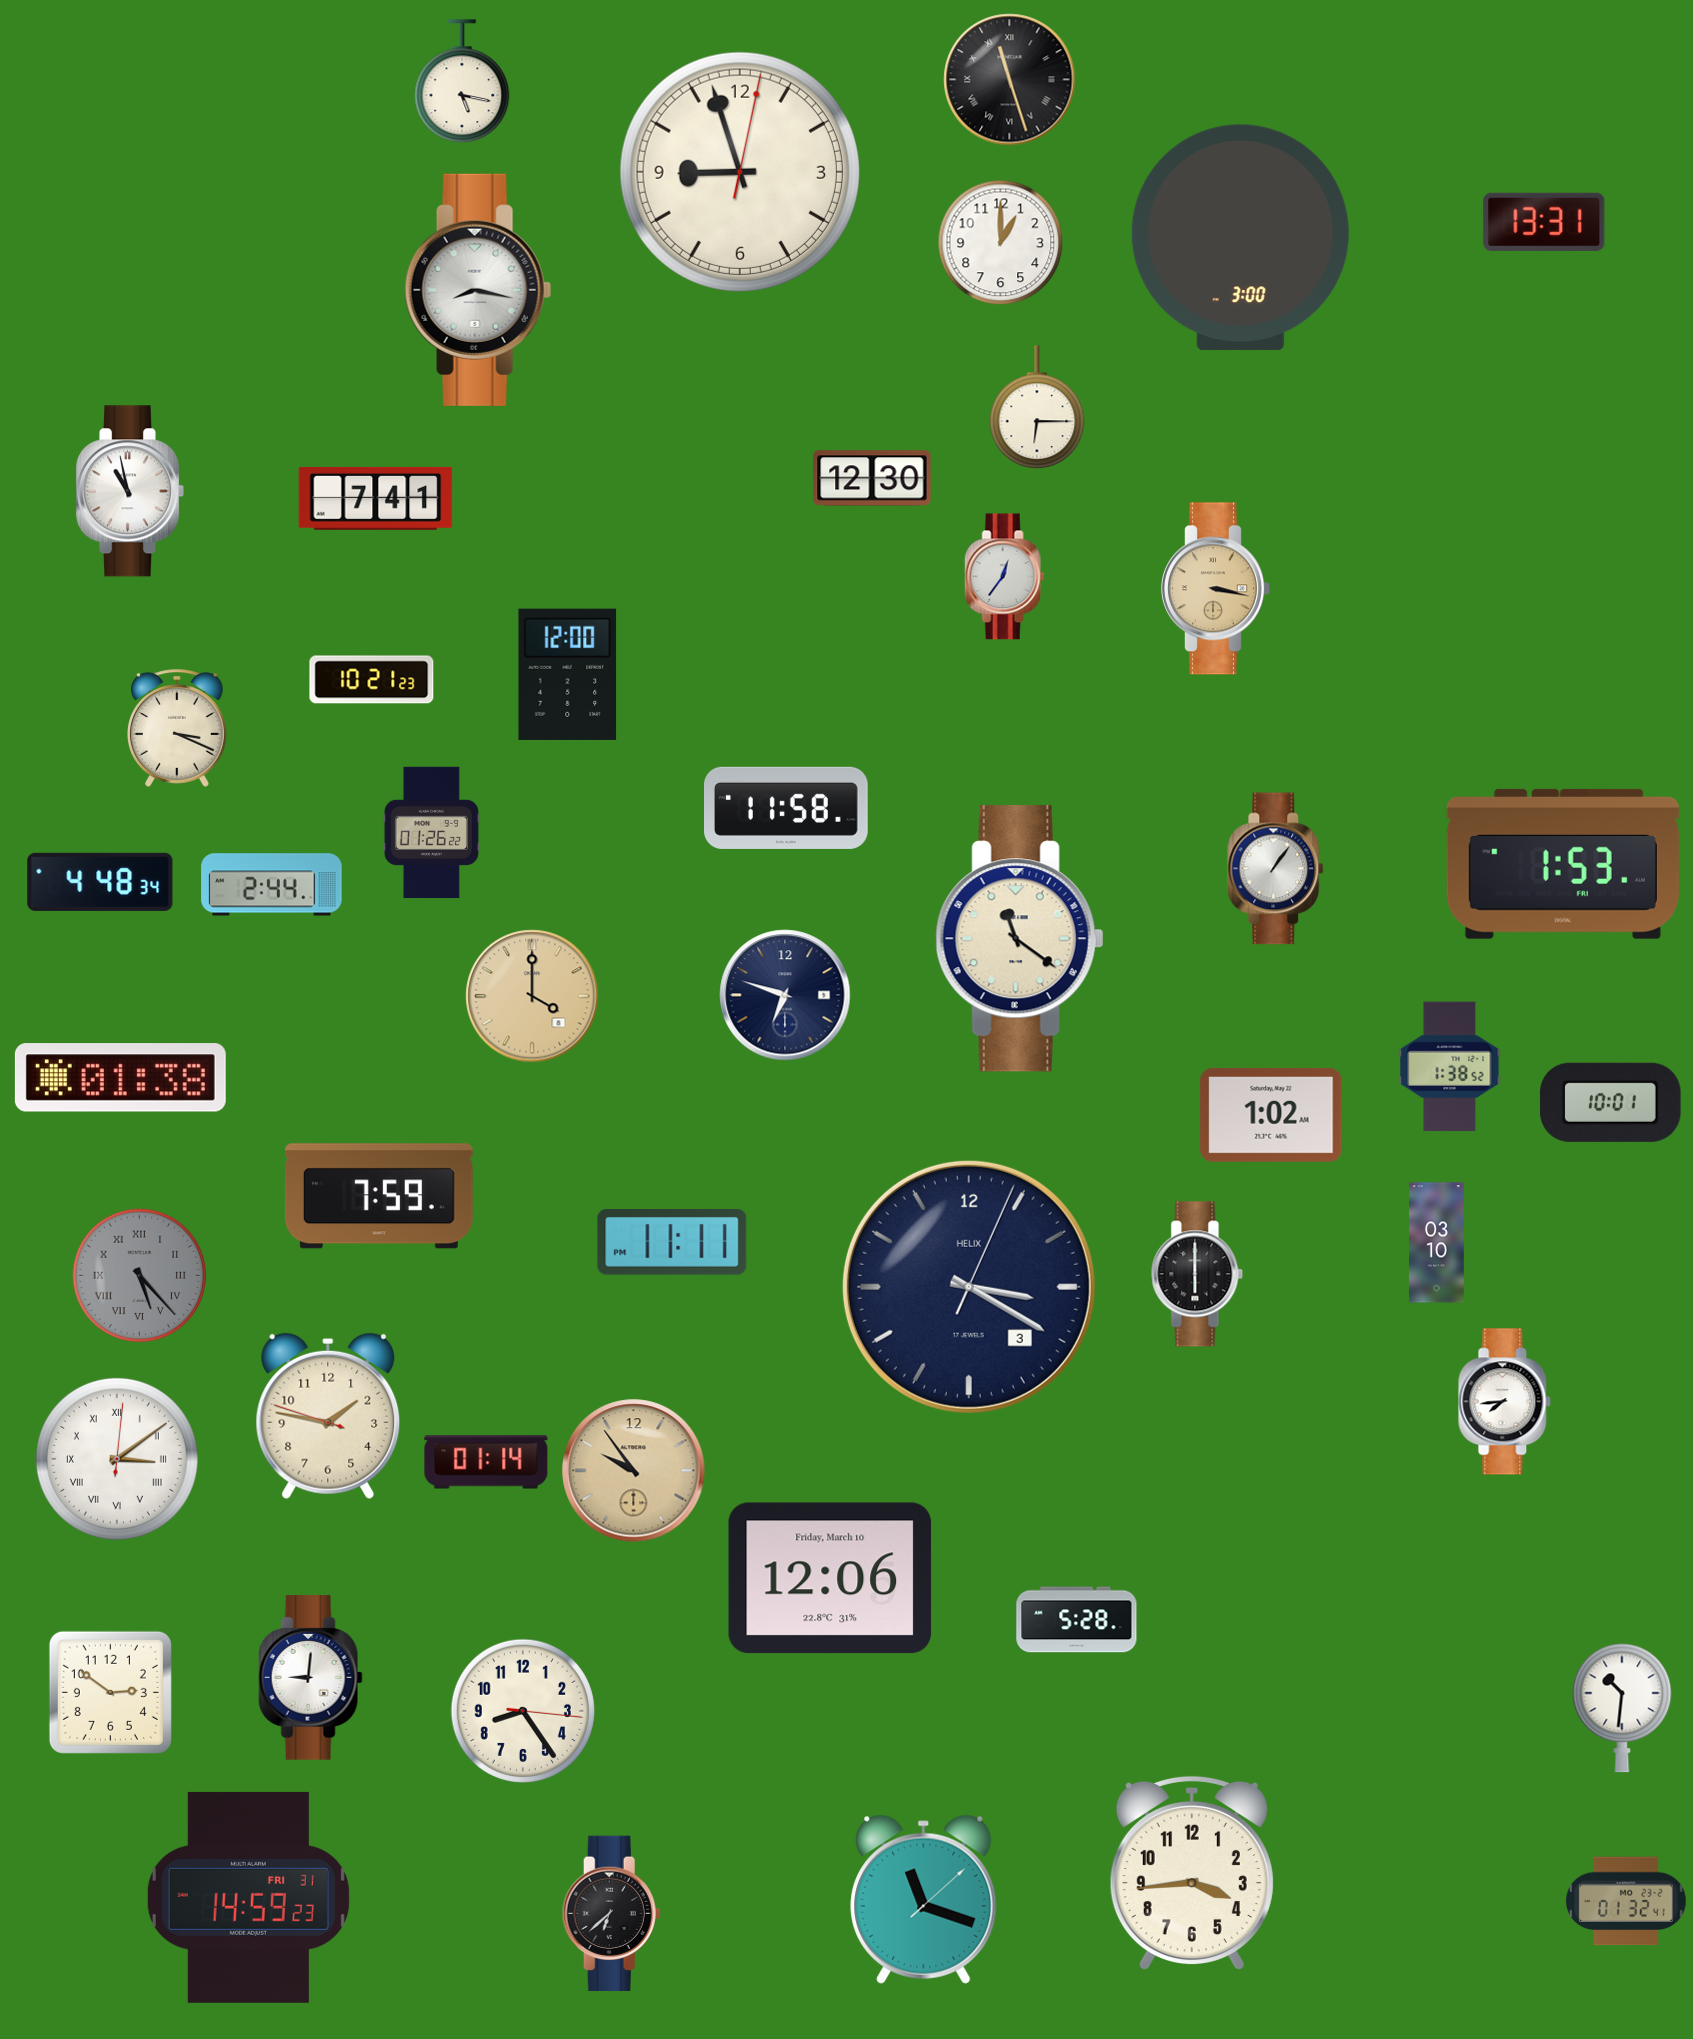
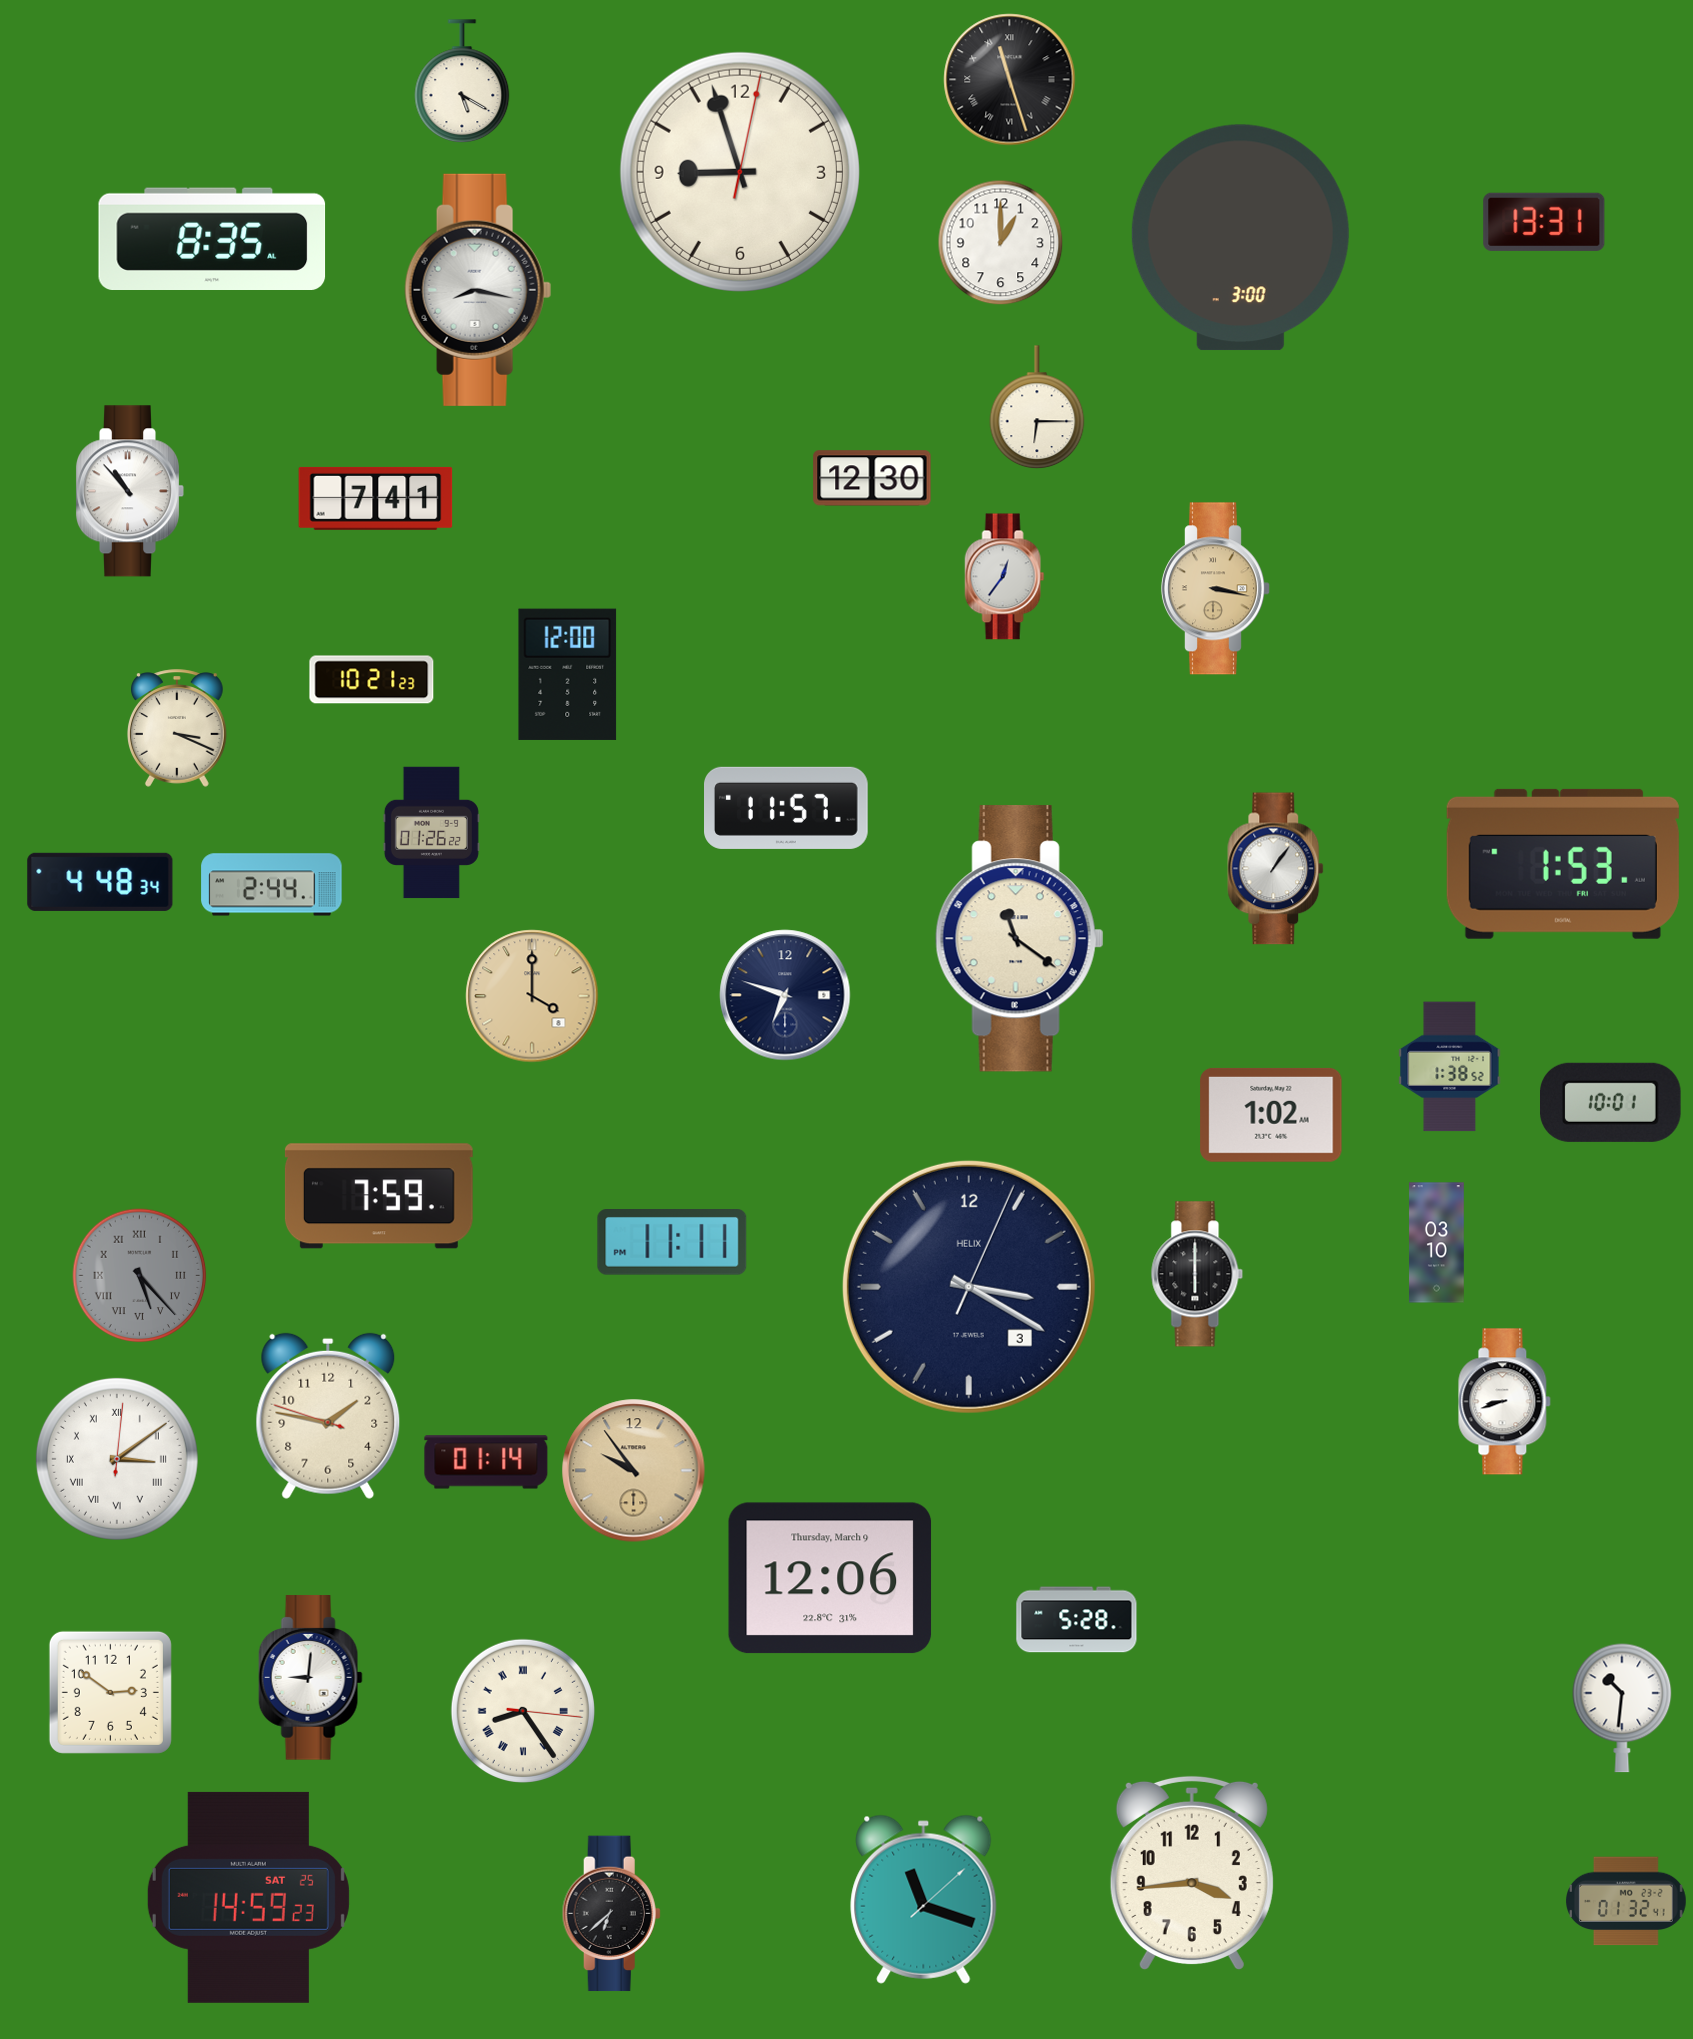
clock at (462, 82): 5:17 -> 5:20
clock at (212, 238): none -> 8:35
clock at (130, 491): 10:58 -> 10:53
clock at (787, 808): 11:58 -> 11:57
clock at (120, 1078): 01:38 -> none
clock at (1505, 1402): 7:44 -> 8:42
clock at (830, 1578) date: Friday, March 10 -> Thursday, March 9
clock at (523, 1711) numerals: Arabic -> Roman
clock at (248, 1897) date: FRI 31 -> SAT 25
